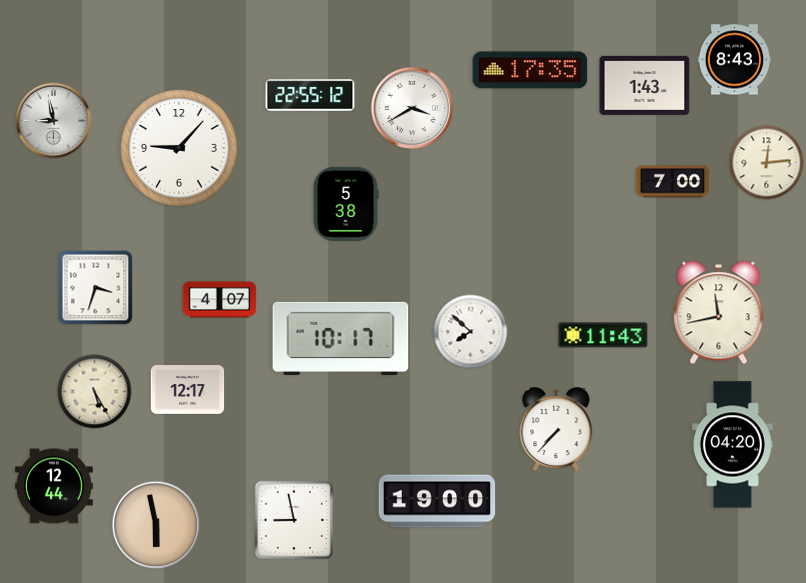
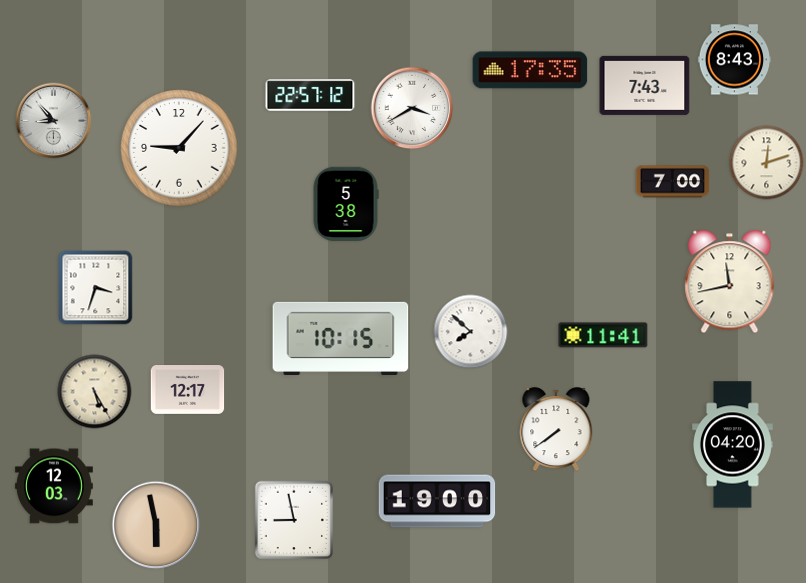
clock at (645, 85): 1:43 -> 7:43
clock at (310, 95): 22:55 -> 22:57
clock at (54, 121): 8:58 -> 8:53
clock at (767, 163): 12:14 -> 12:12
clock at (220, 300): 4:07 -> none
clock at (719, 313) position: (719, 313) -> (730, 282)
clock at (603, 335): 11:43 -> 11:41
clock at (341, 338): 10:17 -> 10:15
clock at (556, 430): 7:37 -> 7:39
clock at (54, 486): 12:44 -> 12:03
